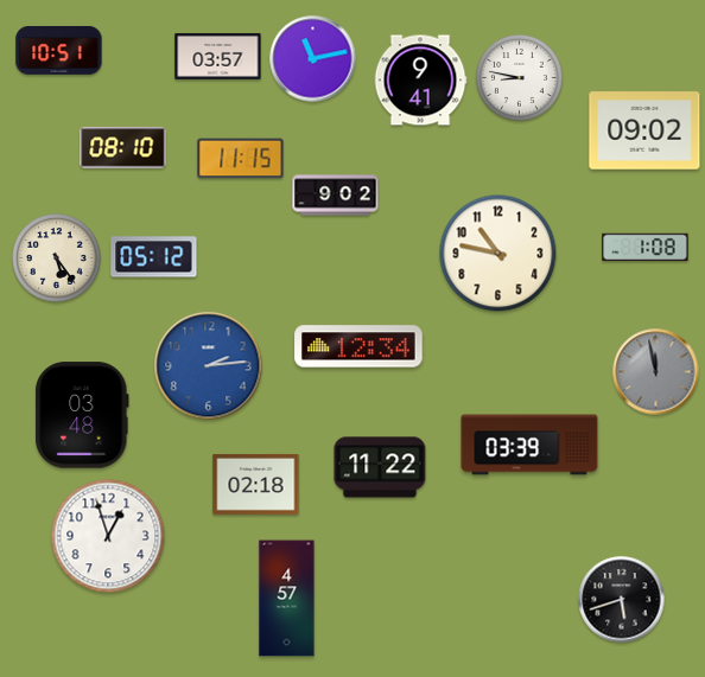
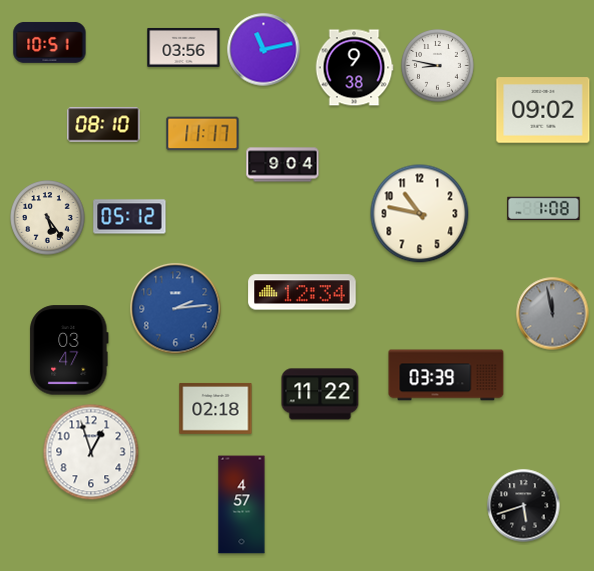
clock at (218, 56): 03:57 -> 03:56
clock at (420, 81): 9:41 -> 9:38
clock at (241, 159): 11:15 -> 11:17
clock at (336, 196): 9:02 -> 9:04
clock at (82, 415): 03:48 -> 03:47
